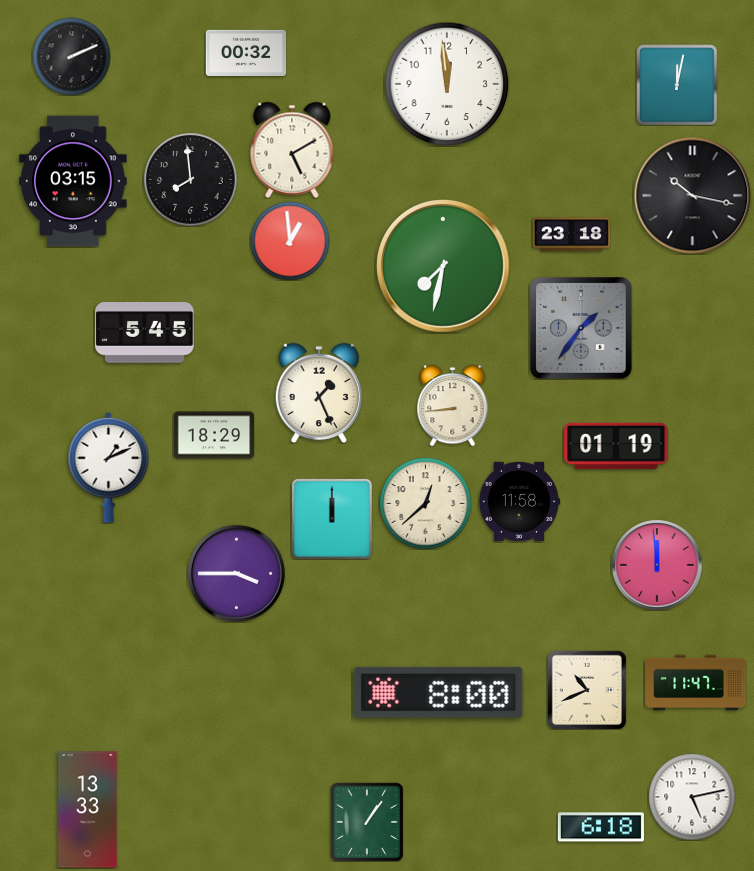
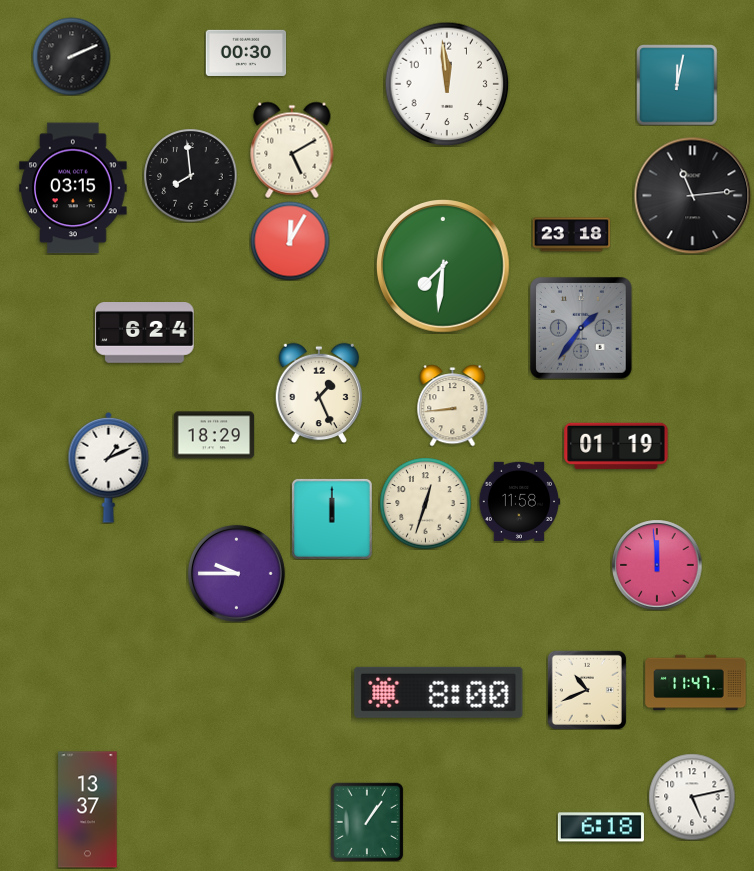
clock at (246, 53): 00:32 -> 00:30
clock at (190, 179) position: (190, 179) -> (190, 175)
clock at (73, 181) position: (73, 181) -> (73, 188)
clock at (692, 195): 10:17 -> 11:14
clock at (290, 241): 12:59 -> 12:05
clock at (444, 267): 7:32 -> 7:31
clock at (145, 333): 5:45 -> 6:24
clock at (425, 503): 12:38 -> 12:33
clock at (236, 573): 3:45 -> 9:45
clock at (88, 810): 13:33 -> 13:37
